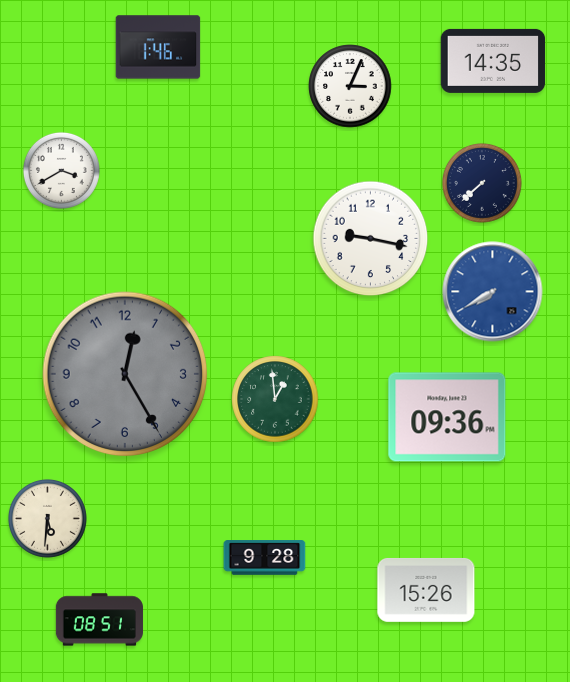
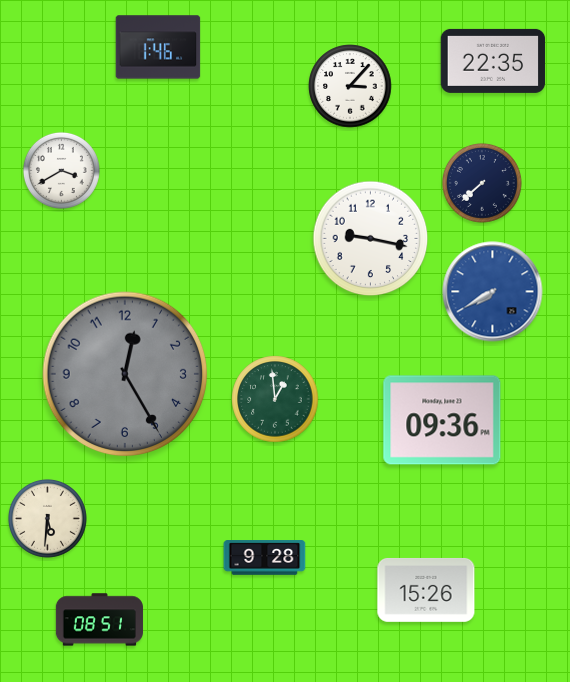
clock at (493, 61): 14:35 -> 22:35
clock at (350, 86): 3:04 -> 3:07
clock at (447, 417) position: (447, 417) -> (442, 420)
